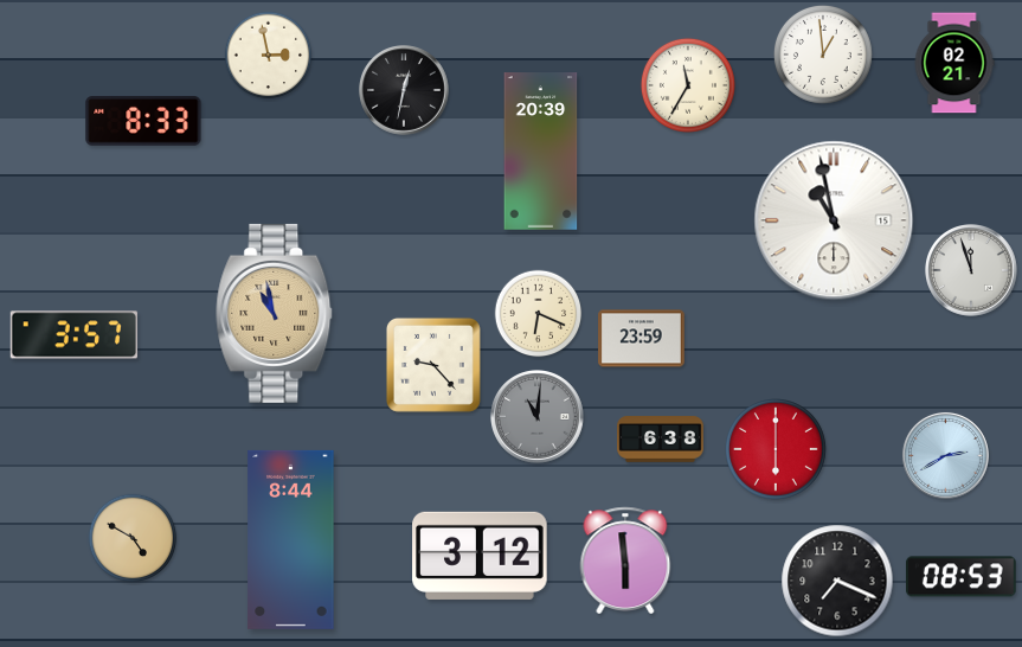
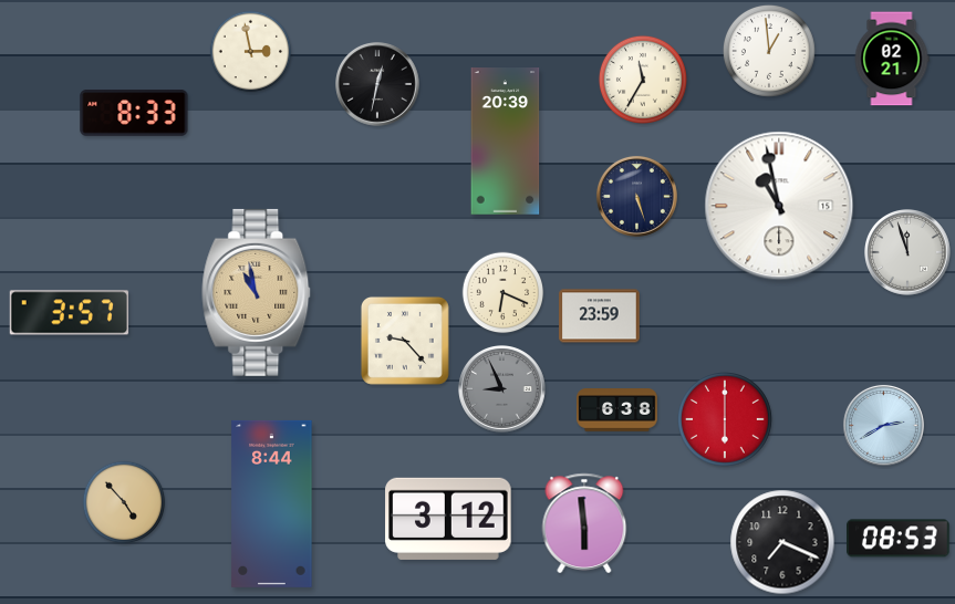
clock at (636, 196): none -> 5:27
clock at (538, 417): 11:01 -> 8:56
clock at (133, 538): 4:50 -> 4:53
